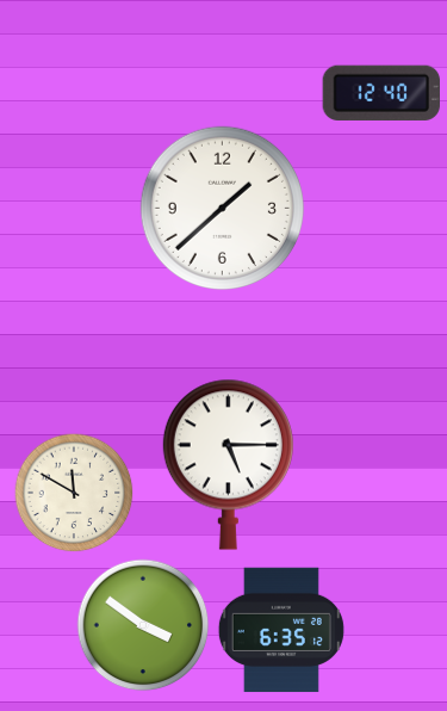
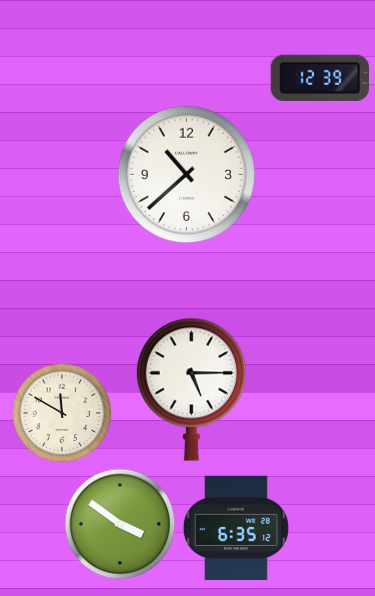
clock at (380, 93): 12:40 -> 12:39
clock at (222, 208): 1:38 -> 10:38
